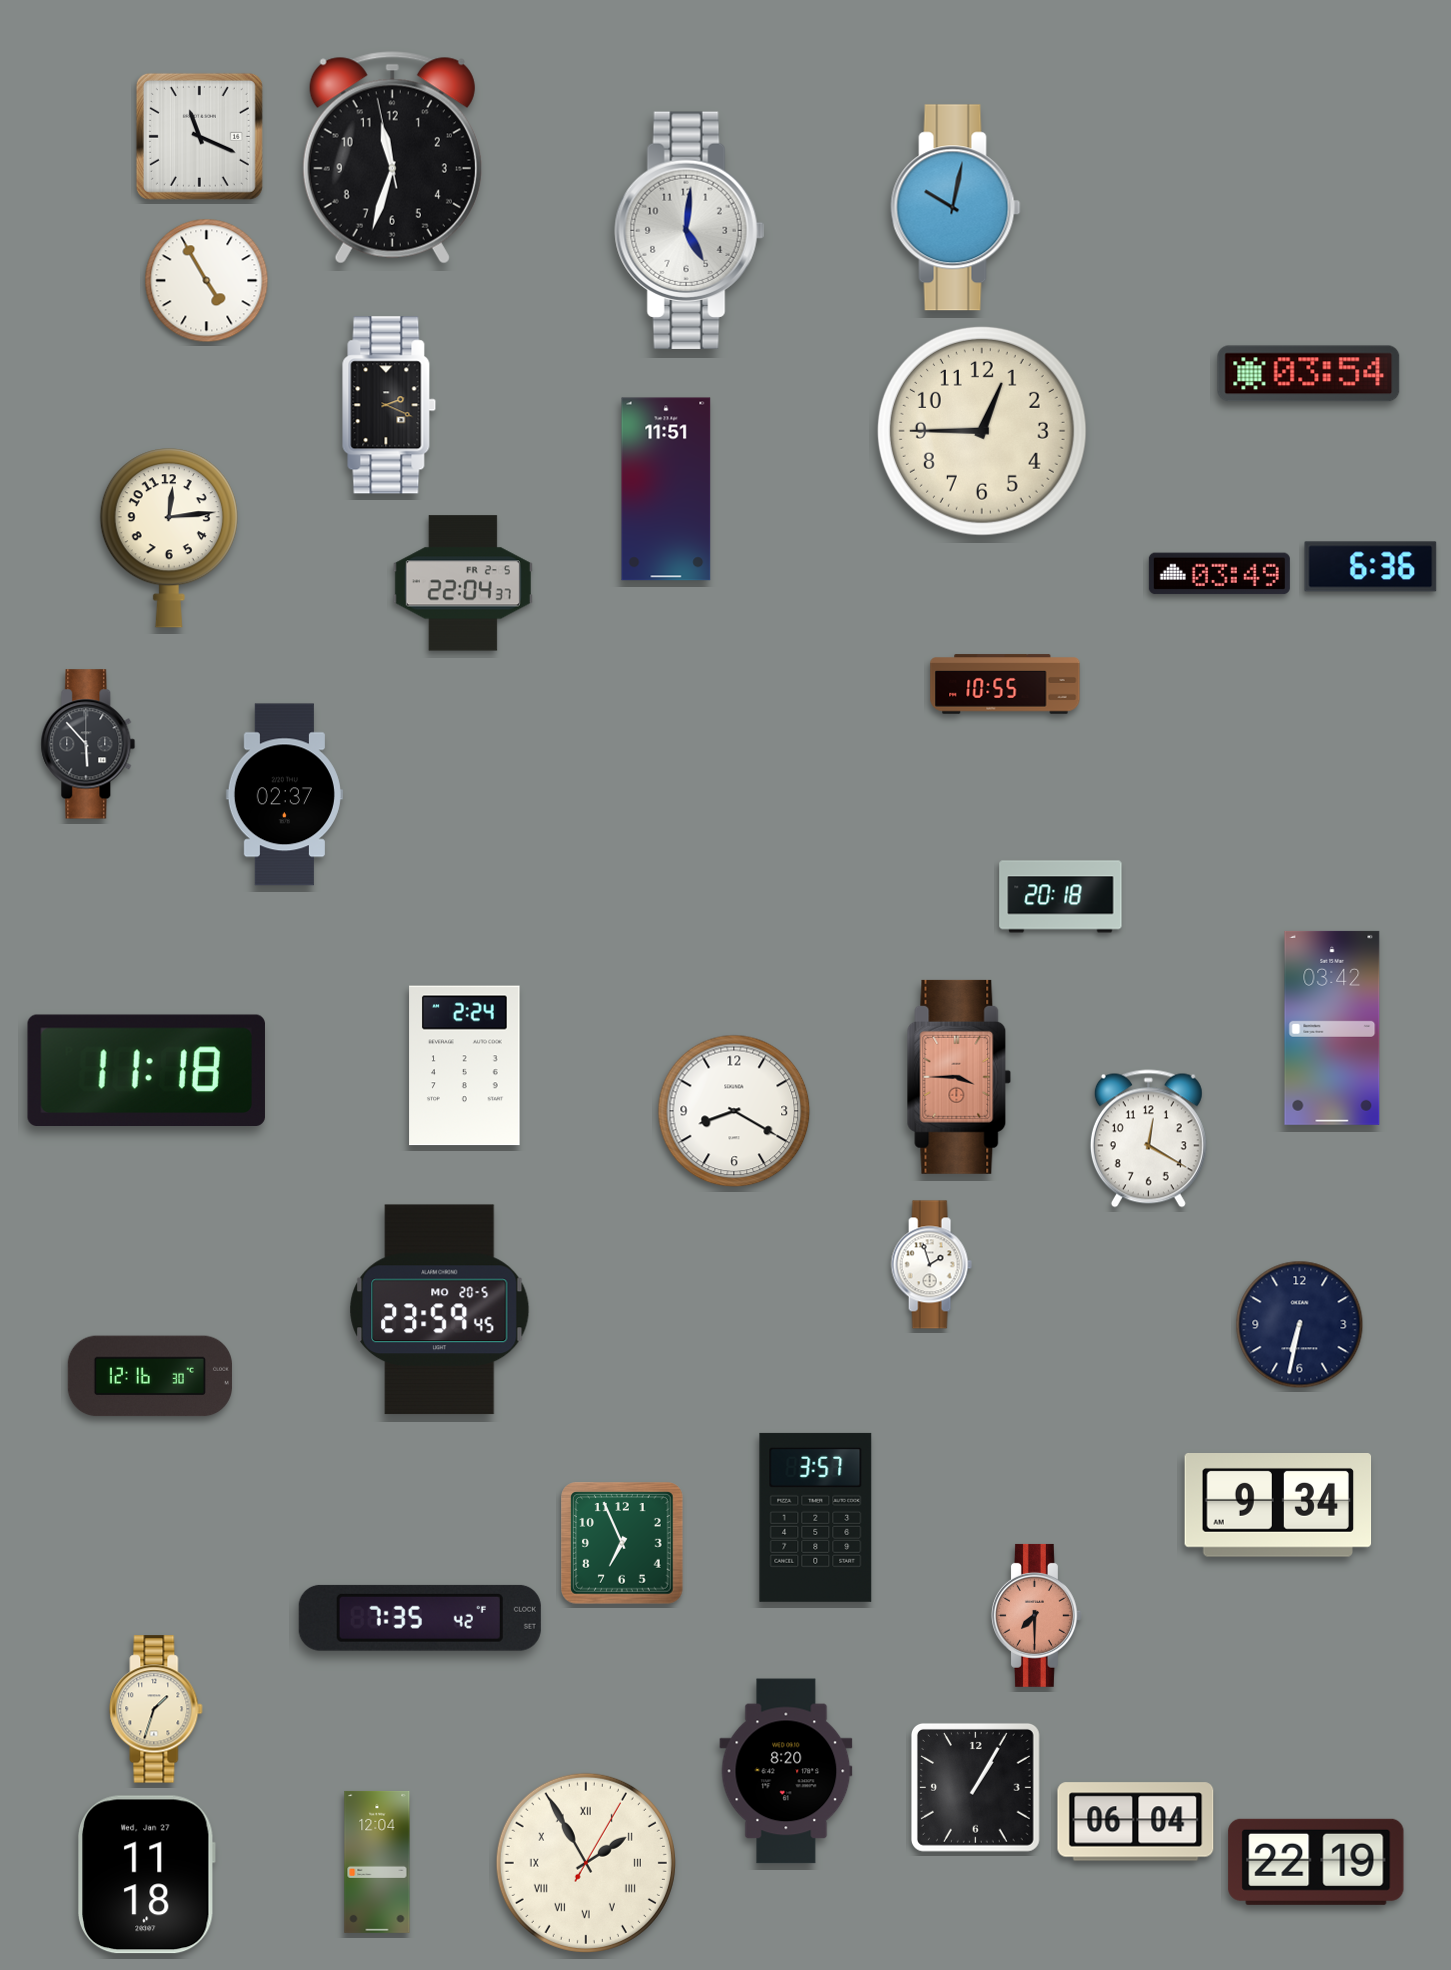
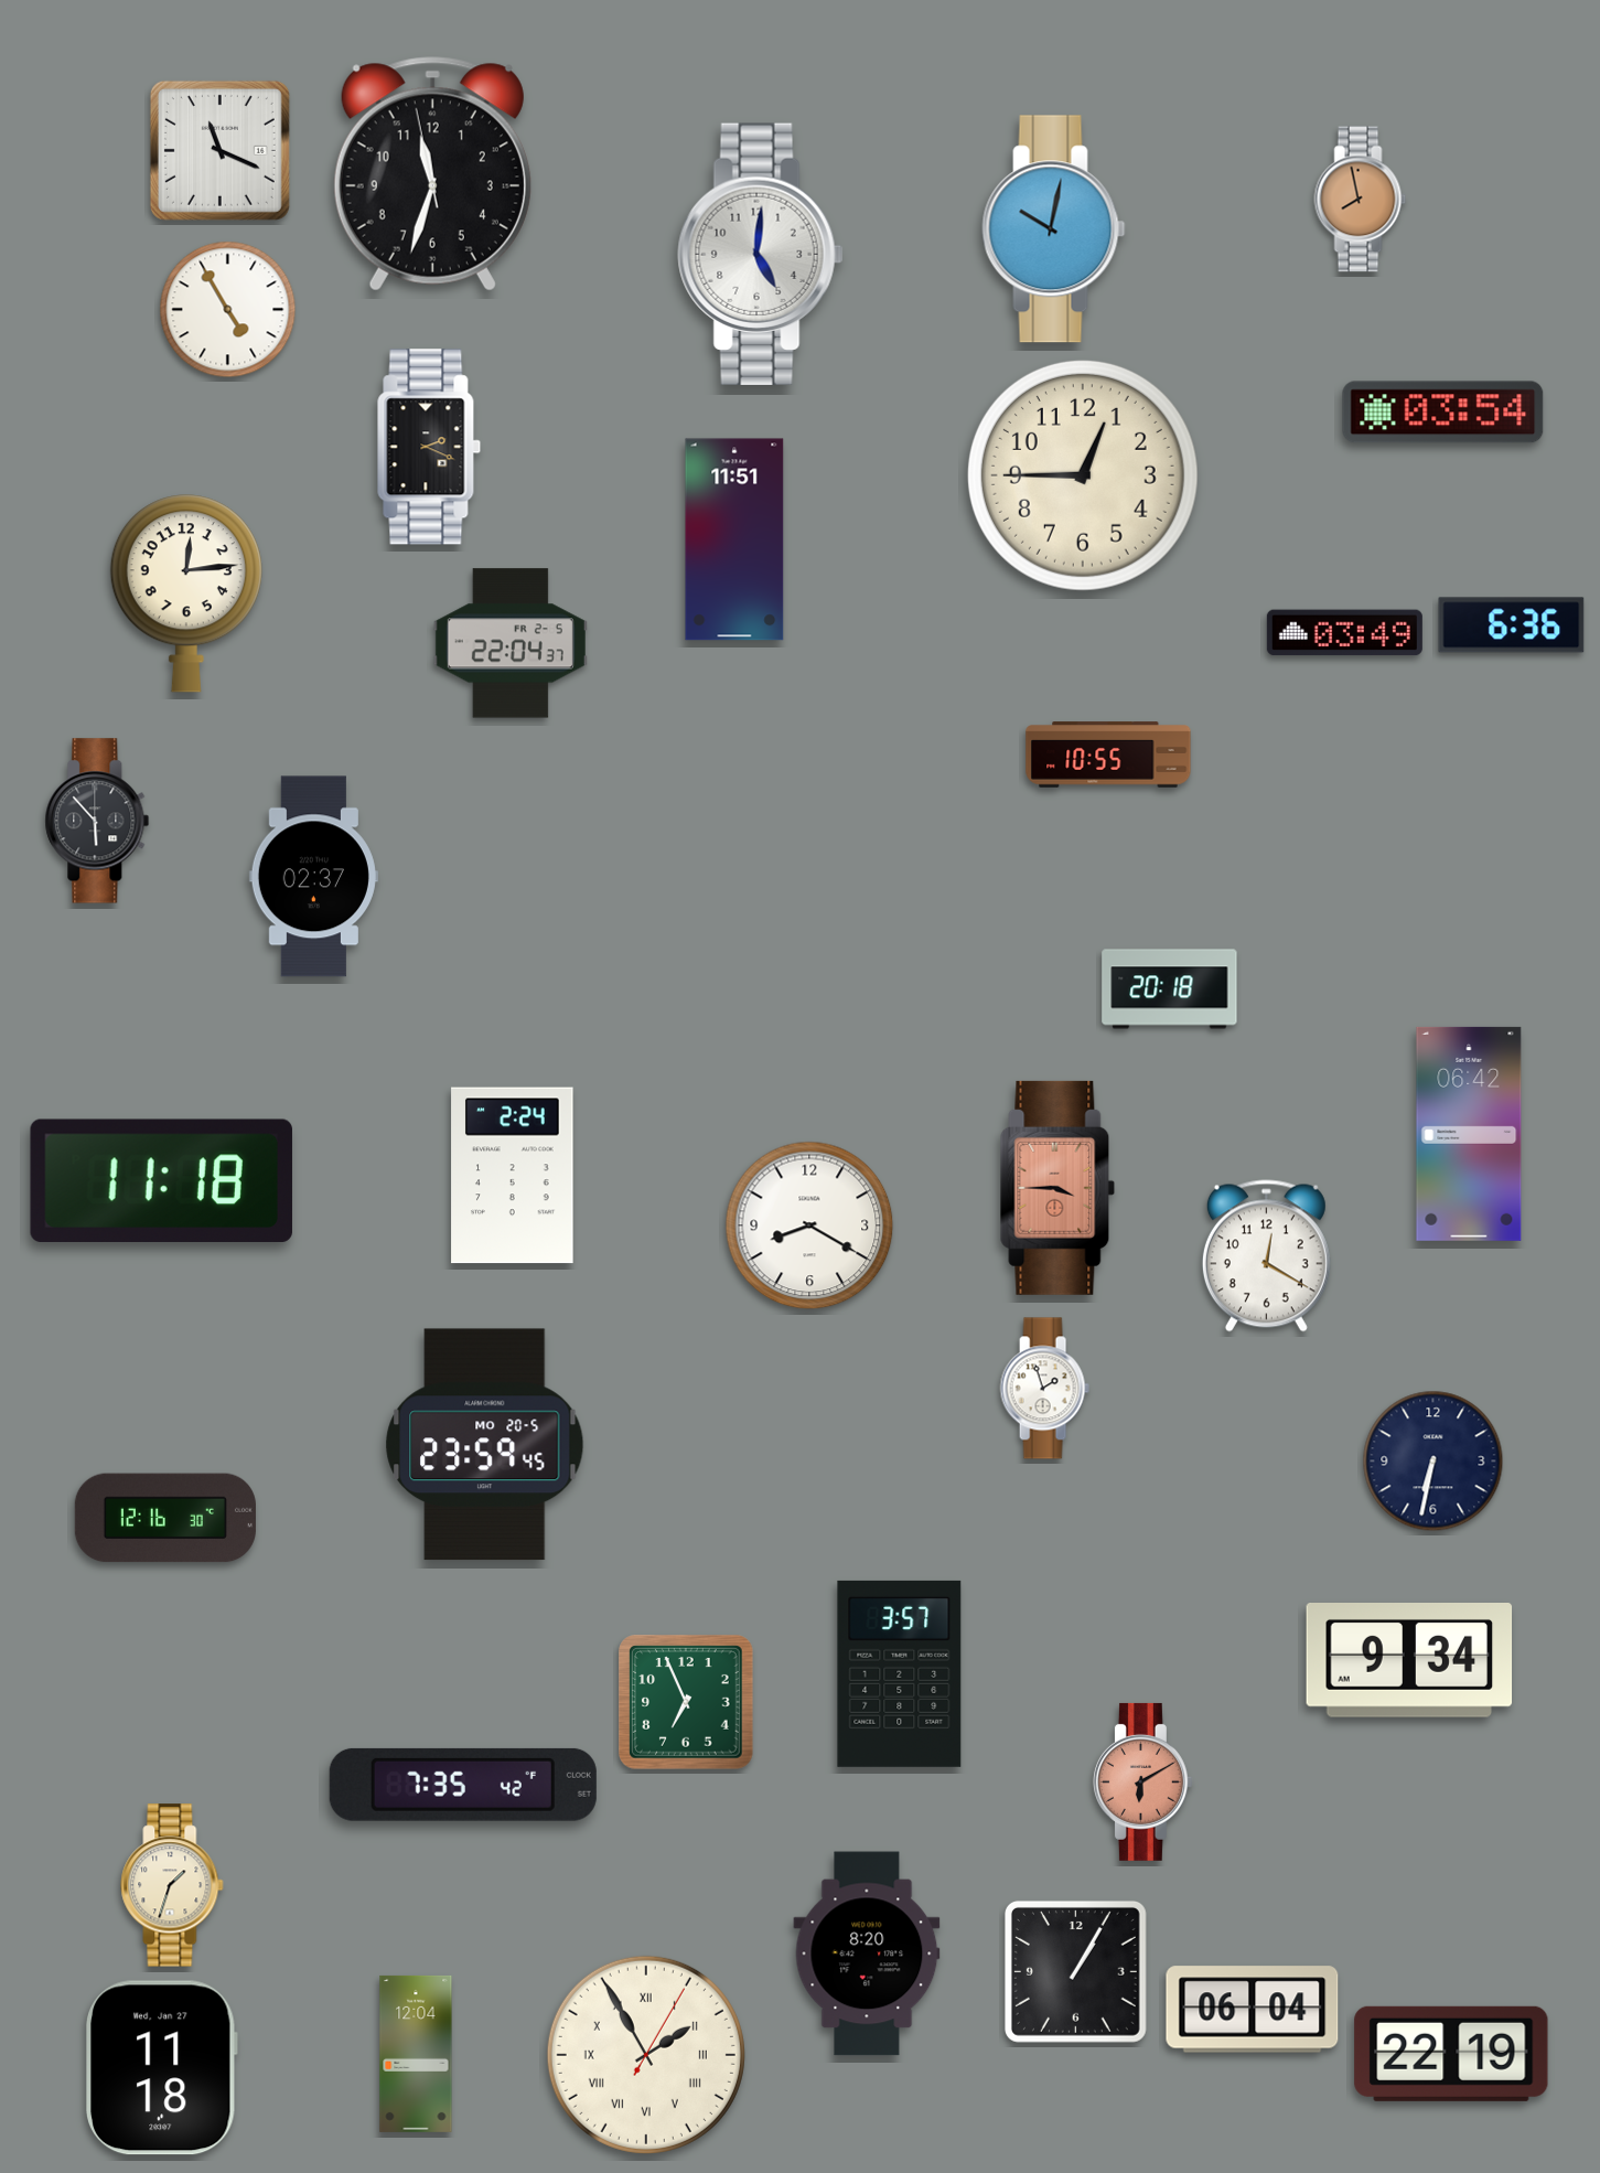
clock at (1361, 200): none -> 7:58
clock at (1332, 1028): 03:42 -> 06:42
clock at (931, 1265) position: (931, 1265) -> (1044, 1389)
clock at (1036, 1615): 7:30 -> 6:10
